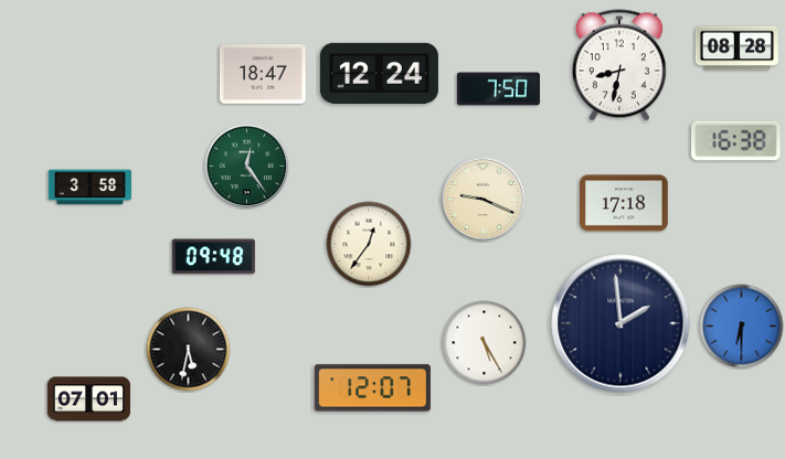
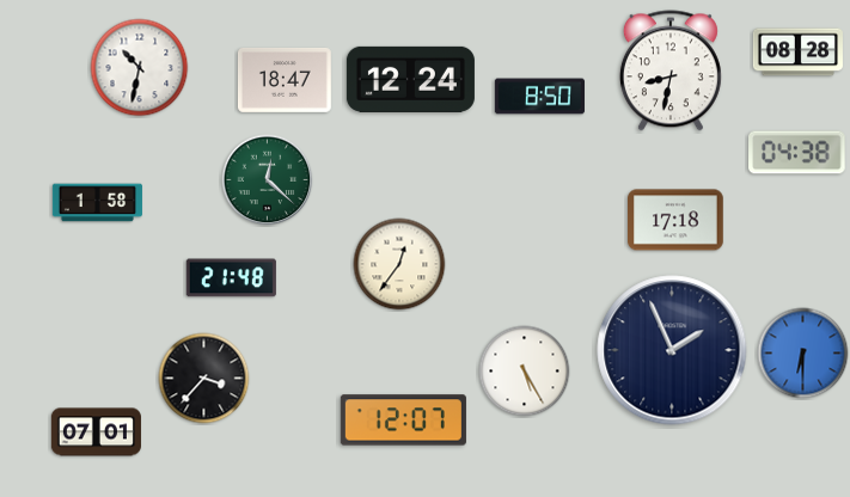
clock at (140, 68): none -> 10:32
clock at (498, 89): 7:50 -> 8:50
clock at (736, 141): 16:38 -> 04:38
clock at (247, 167): 12:24 -> 12:22
clock at (89, 188): 3:58 -> 1:58
clock at (484, 200): 9:19 -> none
clock at (213, 257): 09:48 -> 21:48
clock at (620, 323): 1:59 -> 1:56
clock at (189, 350): 5:32 -> 3:37
